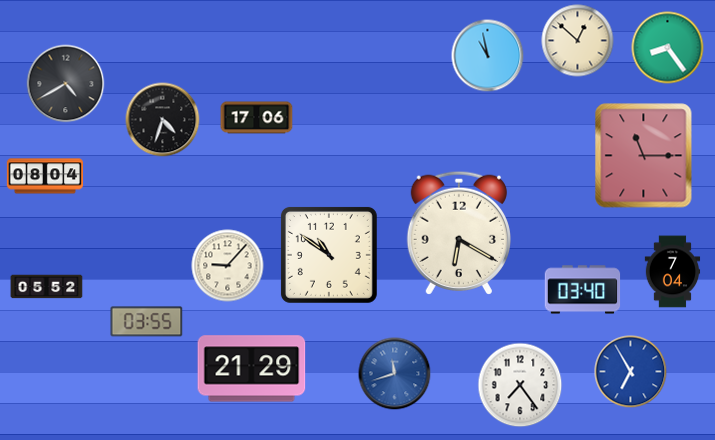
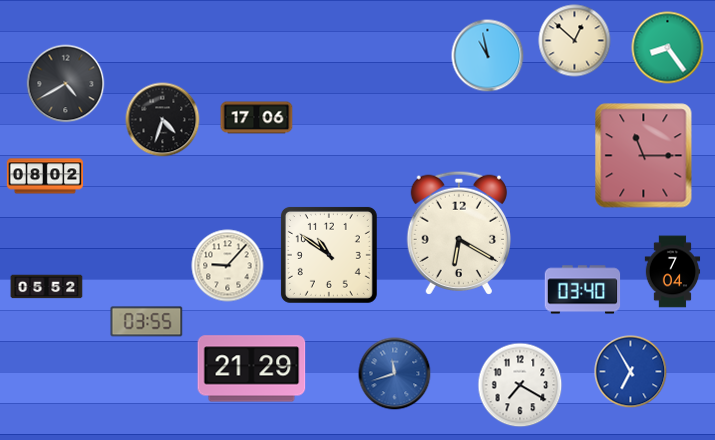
clock at (578, 41) position: (578, 41) -> (575, 41)
clock at (44, 176): 08:04 -> 08:02
clock at (520, 385): 7:24 -> 7:20
